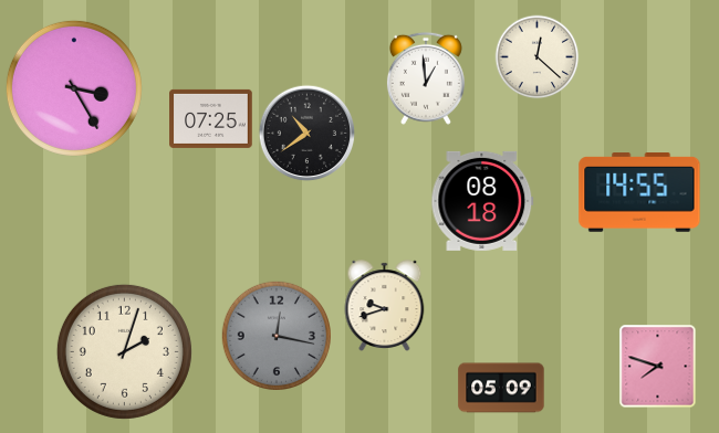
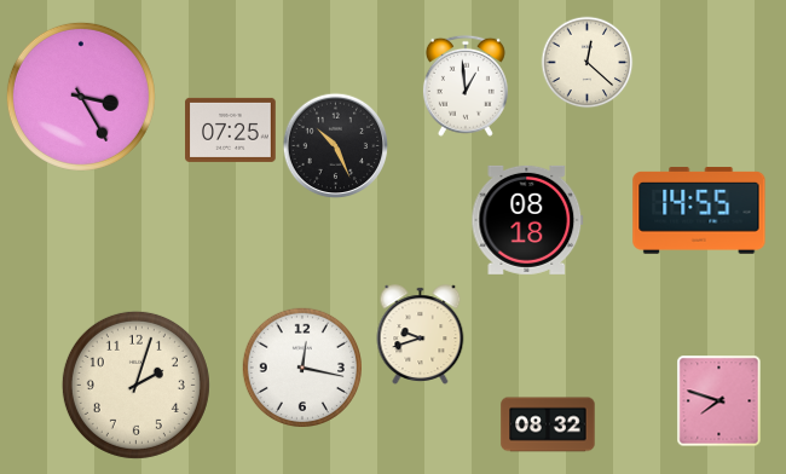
clock at (308, 134): 10:39 -> 10:26
clock at (275, 335) dial: grey -> white
clock at (501, 388): 05:09 -> 08:32
